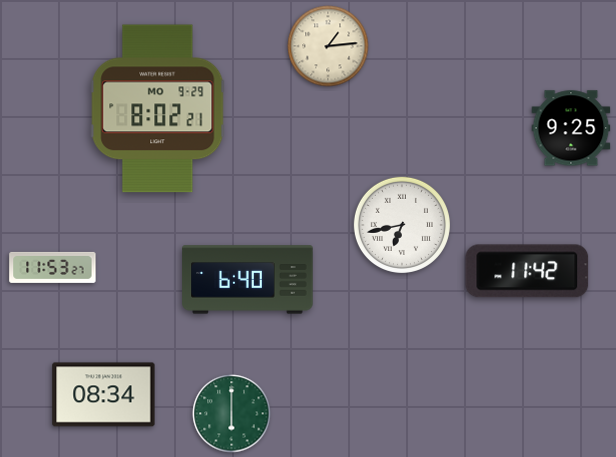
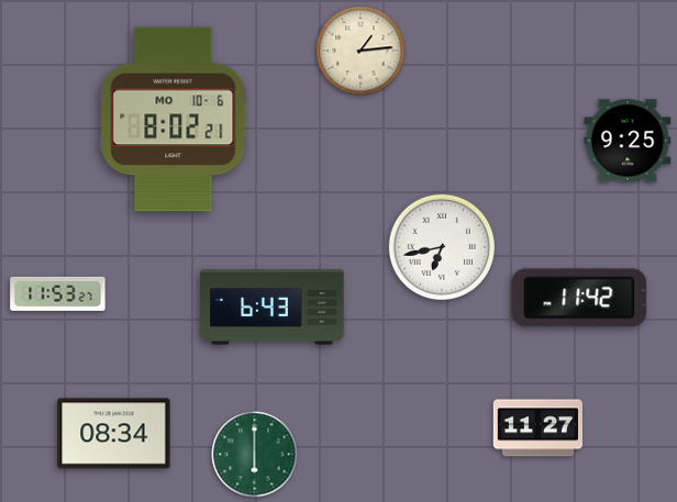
clock at (158, 109) date: MO 9-29 -> MO 10-6
clock at (248, 280): 6:40 -> 6:43
clock at (537, 428): none -> 11:27
